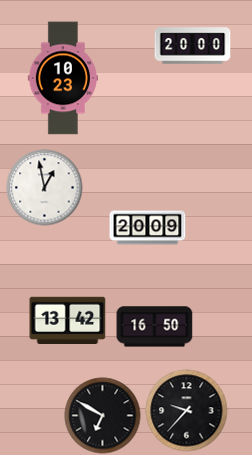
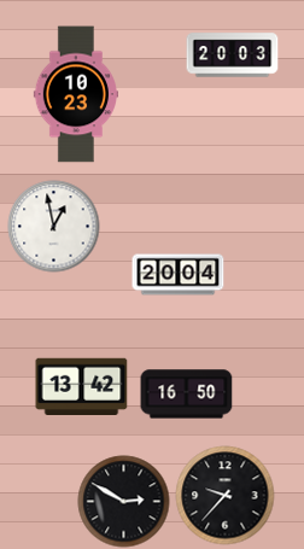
clock at (193, 46): 20:00 -> 20:03
clock at (148, 228): 20:09 -> 20:04
clock at (103, 416): 6:50 -> 2:50
